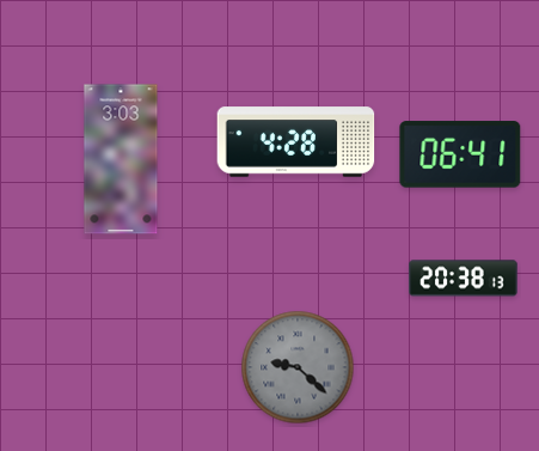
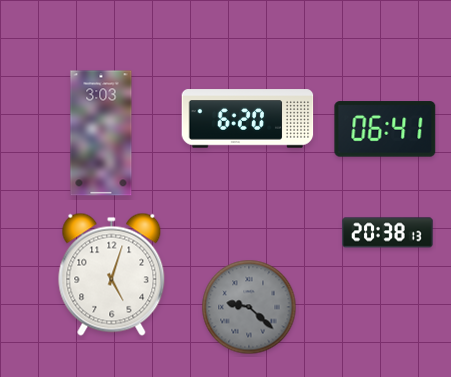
clock at (296, 142): 4:28 -> 6:20
clock at (112, 274): none -> 5:03
